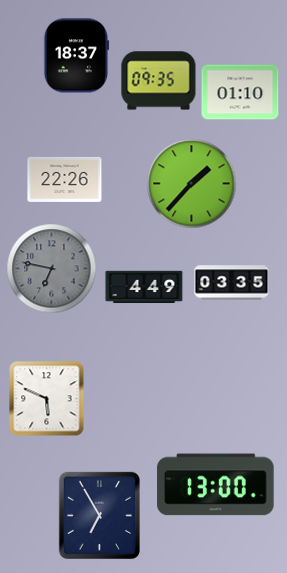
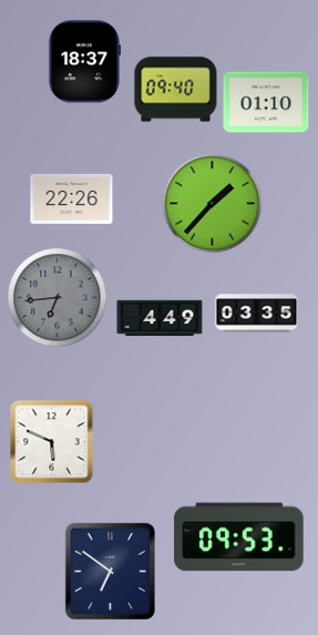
clock at (159, 81): 09:35 -> 09:40
clock at (52, 269): 6:47 -> 6:44
clock at (216, 485): 13:00 -> 09:53
clock at (99, 515): 6:55 -> 6:51
